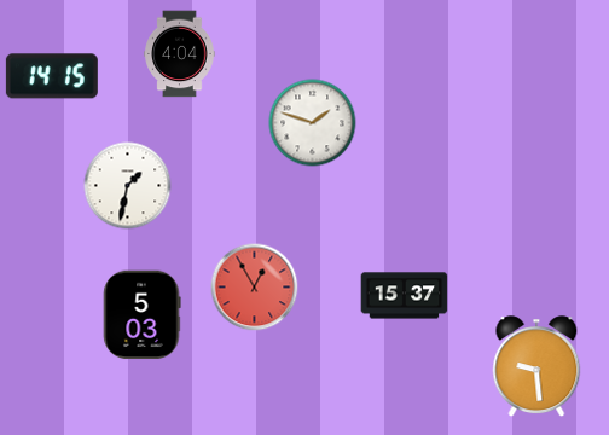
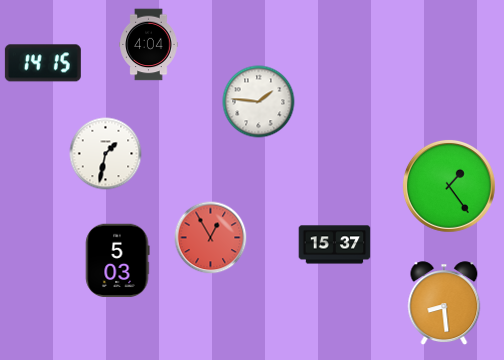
clock at (313, 123): 1:48 -> 1:46
clock at (449, 186): none -> 1:24
clock at (536, 367): 9:29 -> 8:29
